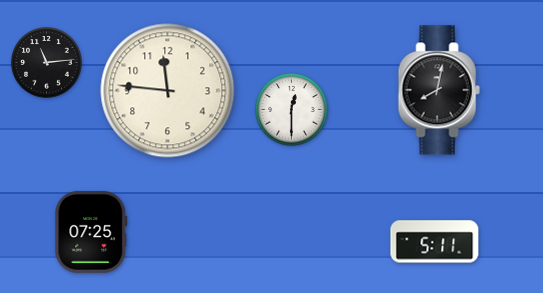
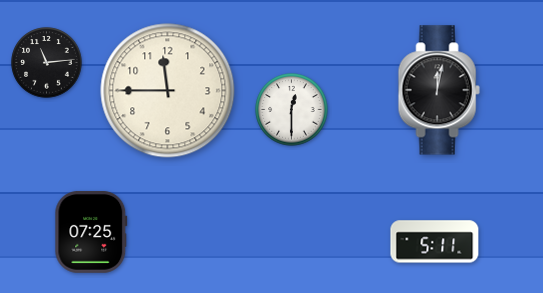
clock at (439, 90): 8:02 -> 12:02
clock at (168, 91): 11:46 -> 11:45
